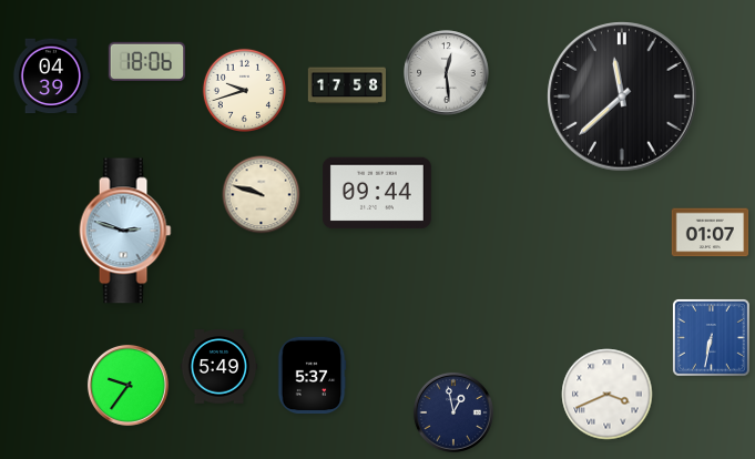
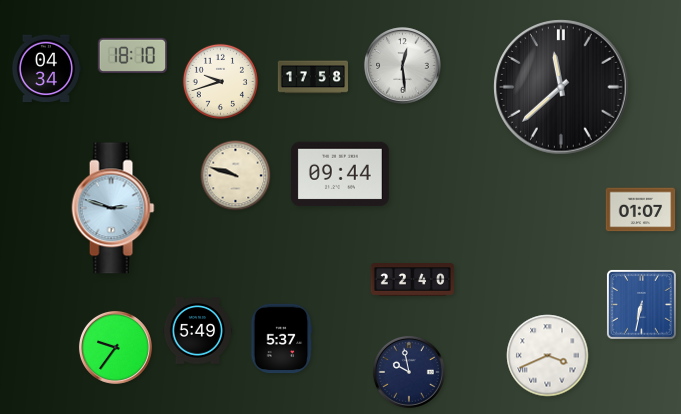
clock at (147, 61): 18:06 -> 18:10
clock at (51, 76): 04:39 -> 04:34
clock at (412, 280): none -> 22:40
clock at (453, 412): 12:58 -> 9:58
